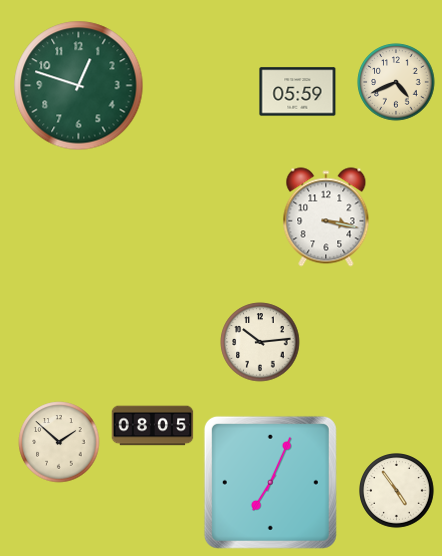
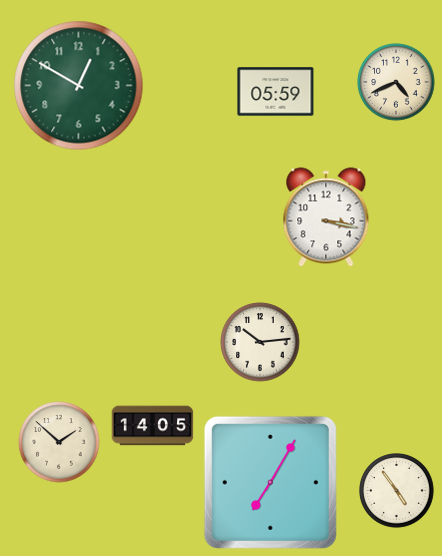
clock at (79, 86): 12:48 -> 12:50
clock at (298, 92) position: (298, 92) -> (276, 92)
clock at (153, 426): 08:05 -> 14:05
clock at (270, 482): 7:04 -> 7:05
